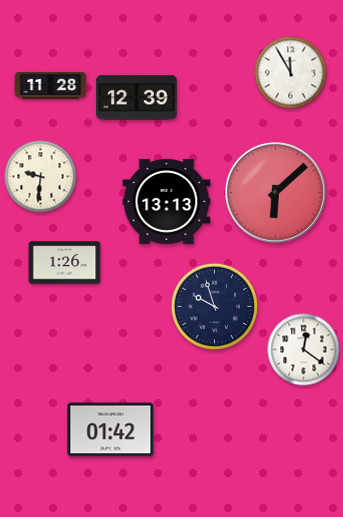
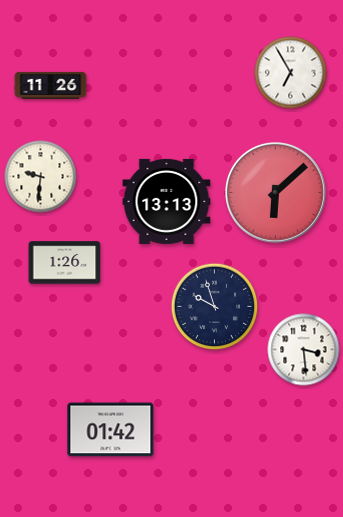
clock at (291, 73): 11:55 -> 6:55
clock at (51, 85): 11:28 -> 11:26
clock at (137, 98): 12:39 -> none
clock at (304, 350): 12:21 -> 3:29
